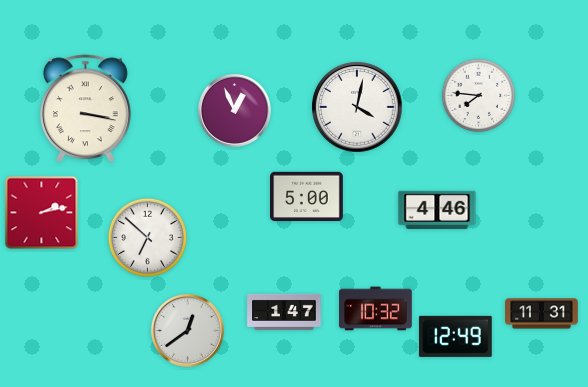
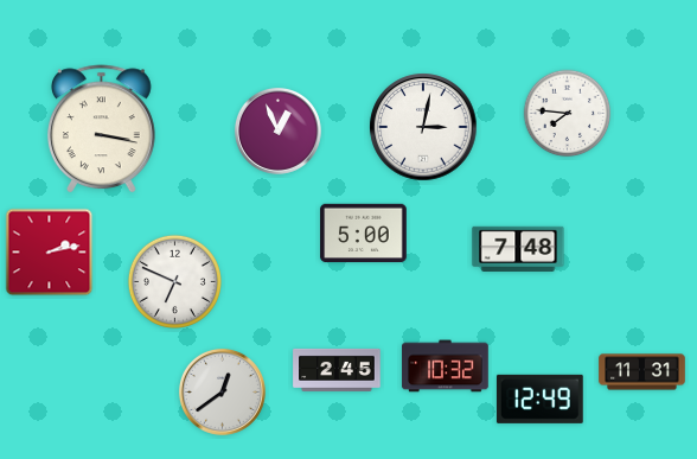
clock at (357, 107): 4:02 -> 3:02
clock at (437, 210): 4:46 -> 7:48
clock at (147, 237): 6:52 -> 6:49
clock at (284, 312): 1:47 -> 2:45
